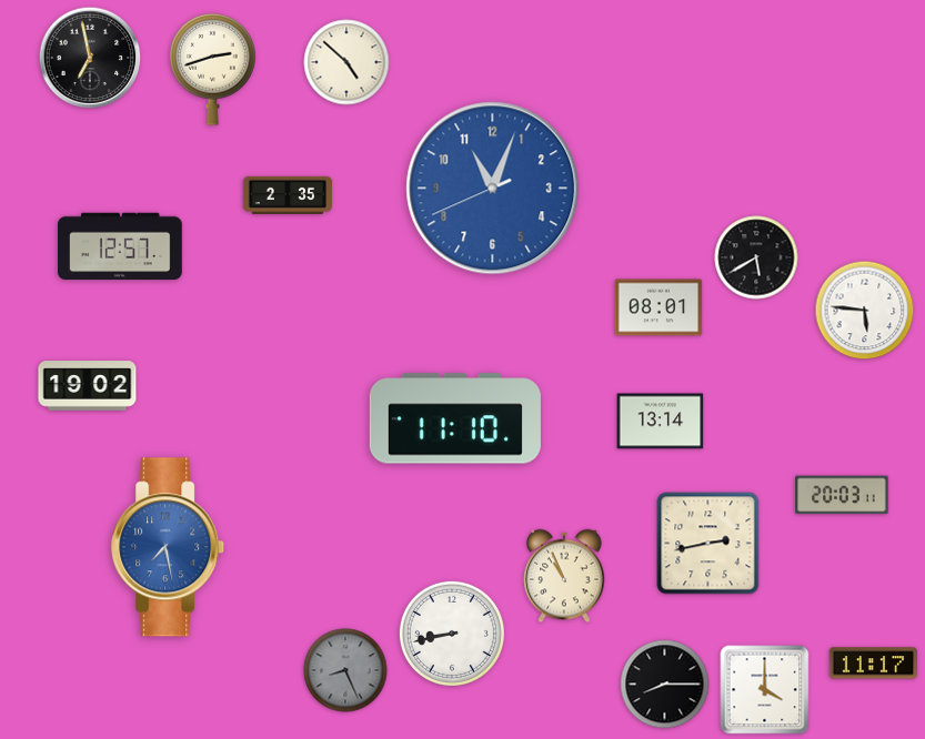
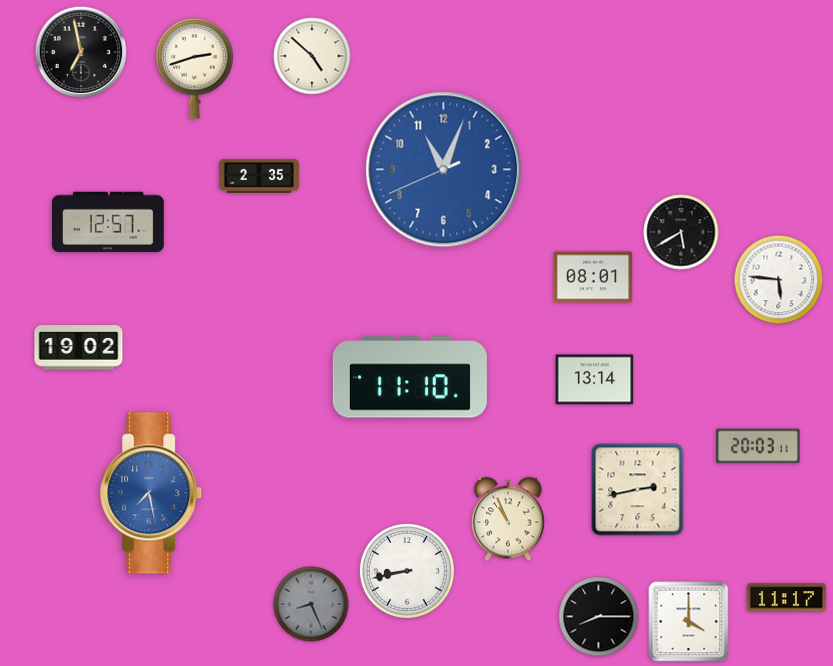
clock at (213, 69) position: (213, 69) -> (195, 68)
